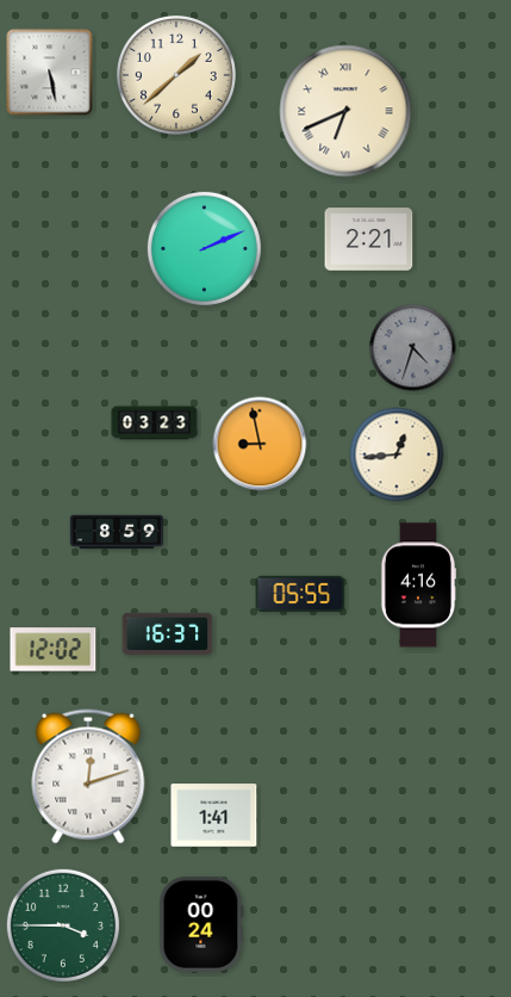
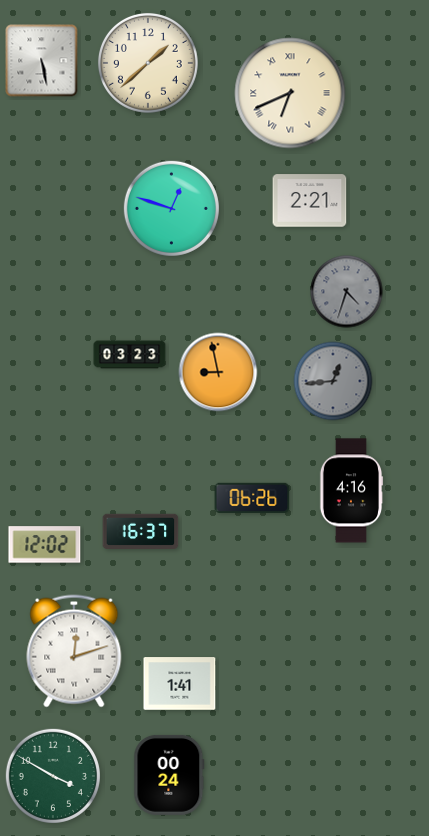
clock at (204, 248): 2:11 -> 12:48
clock at (397, 454) dial: cream -> grey
clock at (116, 532): 8:59 -> none
clock at (300, 594): 05:55 -> 06:26
clock at (63, 925): 3:45 -> 3:50
